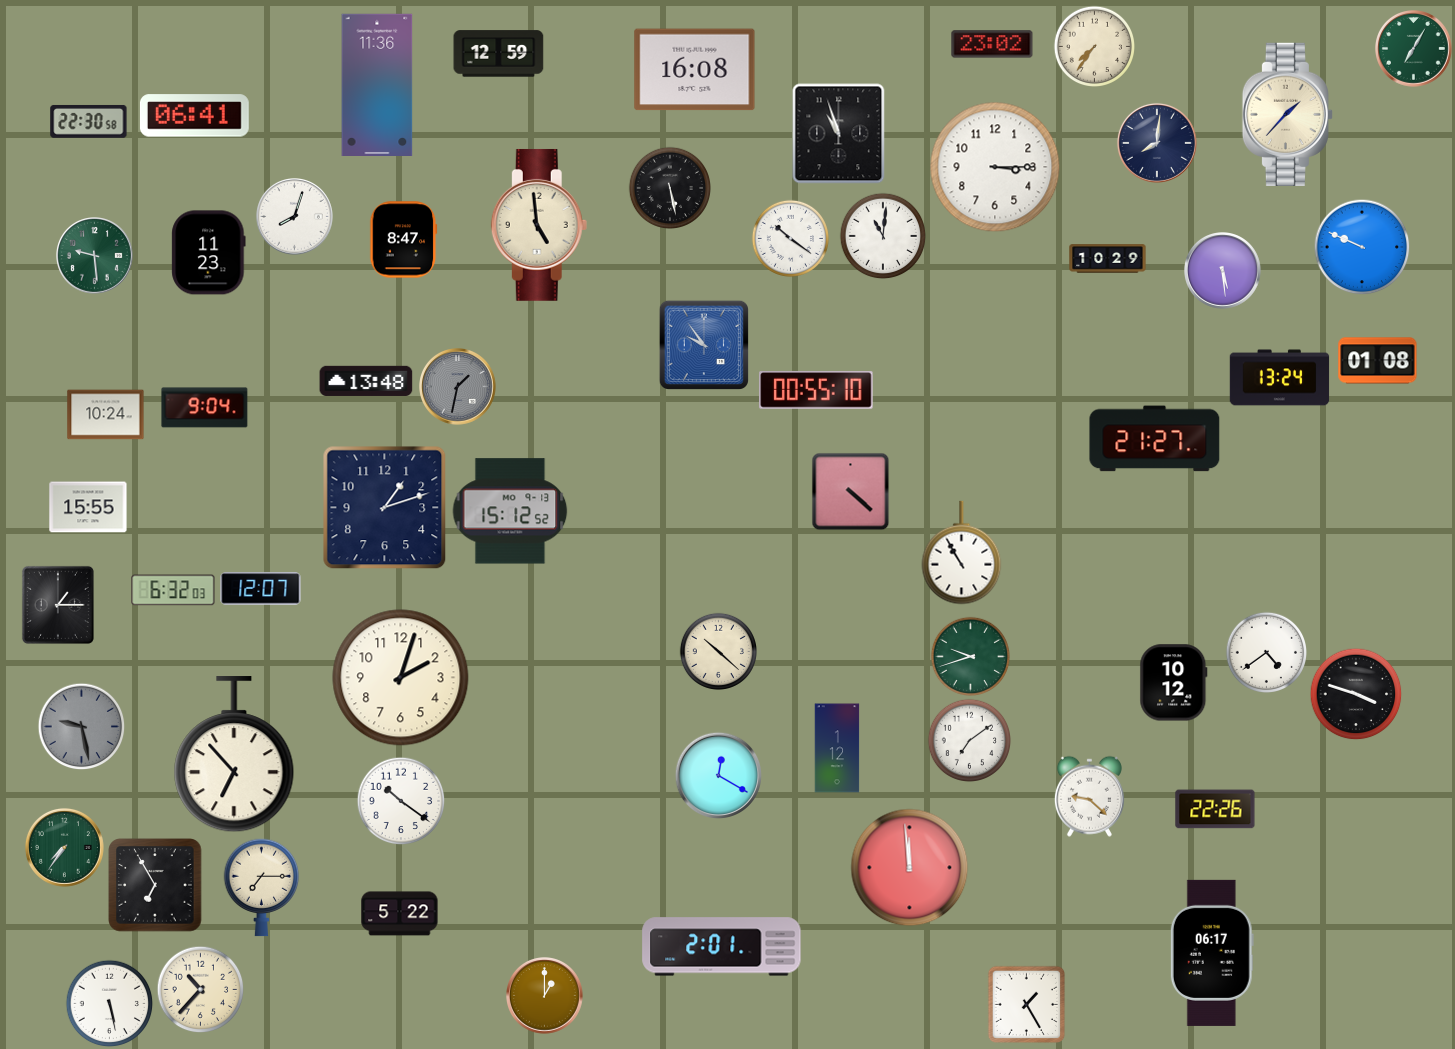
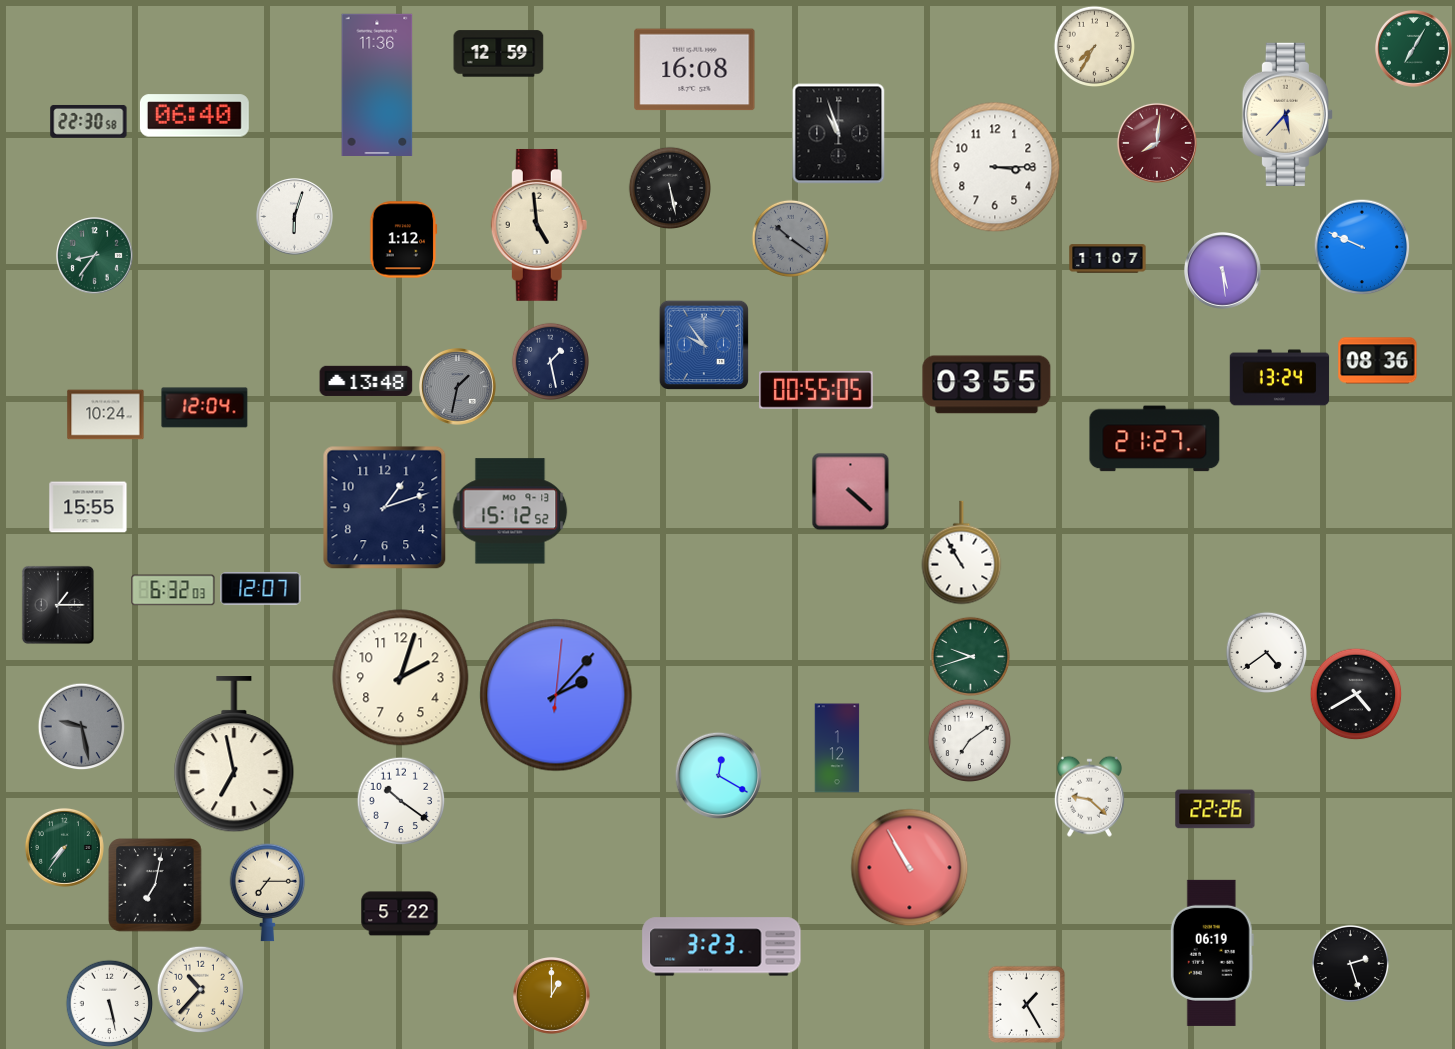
clock at (992, 44): 23:02 -> none
clock at (1094, 46): 7:36 -> 7:35
clock at (1287, 114): 1:37 -> 5:37
clock at (194, 116): 06:41 -> 06:40
clock at (1157, 143) dial: navy -> burgundy
clock at (295, 217): 8:03 -> 6:03
clock at (883, 236): 11:01 -> none
clock at (790, 238) dial: white -> grey
clock at (404, 240): 8:47 -> 1:12
clock at (209, 253): 11:23 -> none
clock at (95, 256): 9:29 -> 8:36
clock at (1108, 259): 10:29 -> 11:07
clock at (550, 361): none -> 1:28
clock at (1378, 361): 01:08 -> 08:36
clock at (987, 385): none -> 03:55
clock at (816, 390): 00:55:10 -> 00:55:05
clock at (205, 408): 9:04 -> 12:04
clock at (718, 651): 10:22 -> none
clock at (1174, 683): 10:12 -> none
clock at (1356, 694): 3:48 -> 4:40
clock at (556, 695): none -> 2:07
clock at (234, 755): 6:53 -> 6:58
clock at (910, 868): 11:59 -> 10:55
clock at (155, 885): 6:55 -> 7:02
clock at (262, 888) position: (262, 888) -> (268, 893)
clock at (722, 947): 2:01 -> 3:23
clock at (1212, 953): 06:17 -> 06:19
clock at (1350, 963): none -> 2:27
clock at (545, 996) position: (545, 996) -> (552, 996)
